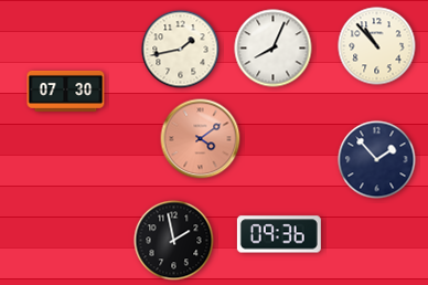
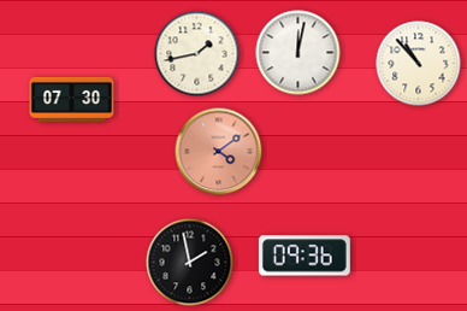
clock at (377, 46) position: (377, 46) -> (419, 64)
clock at (274, 49): 8:04 -> 12:02
clock at (377, 160): 1:53 -> none
